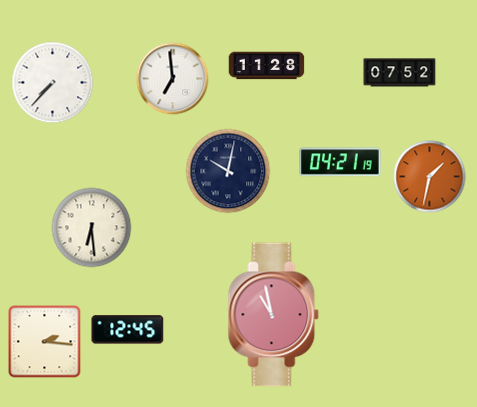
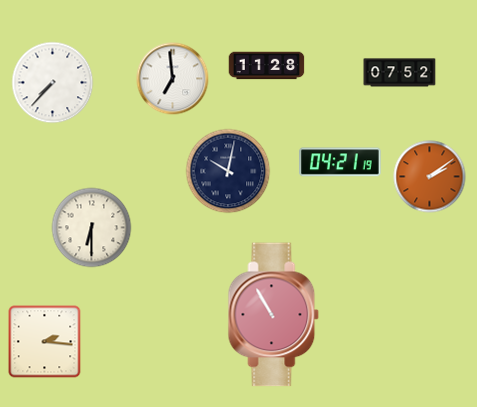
clock at (430, 177): 1:32 -> 2:09
clock at (92, 228): 6:29 -> 6:30
clock at (274, 315): 10:58 -> 10:55
clock at (128, 330): 12:45 -> none
